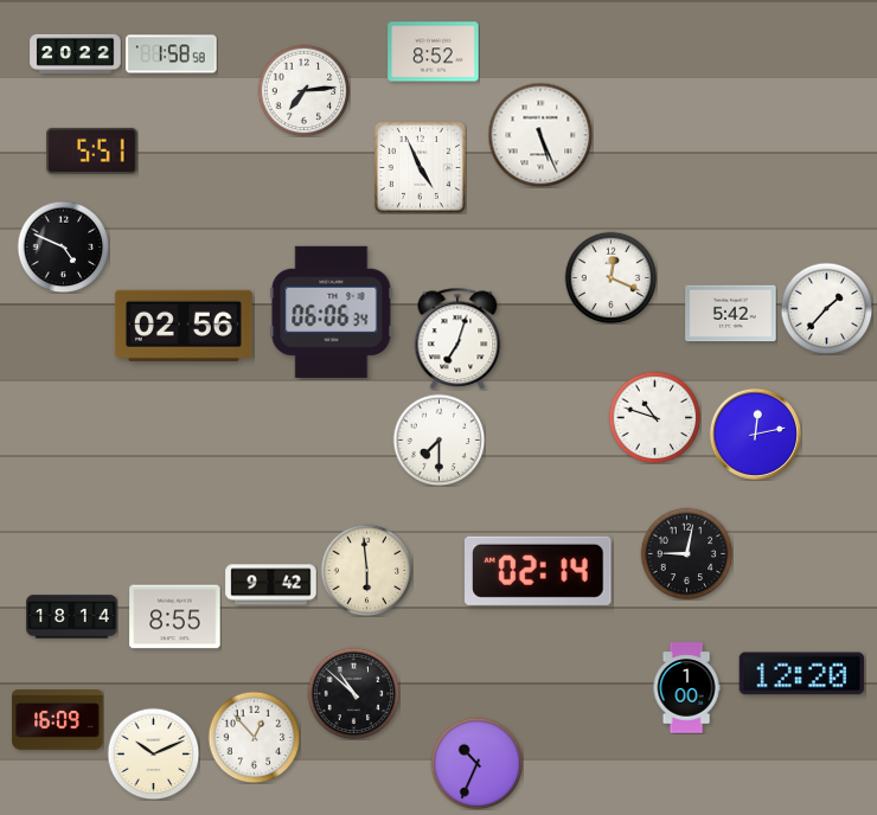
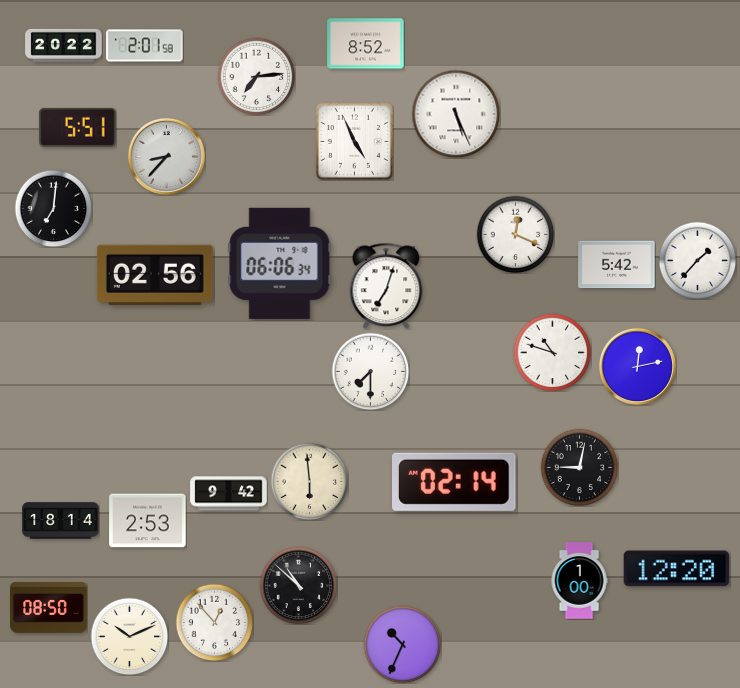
clock at (172, 54): 1:58 -> 2:01
clock at (166, 156): none -> 8:37
clock at (63, 246): 4:49 -> 7:01
clock at (175, 617): 8:55 -> 2:53
clock at (58, 720): 16:09 -> 08:50
